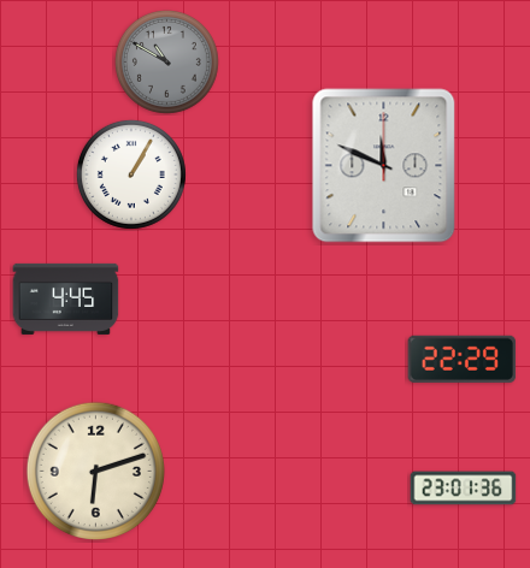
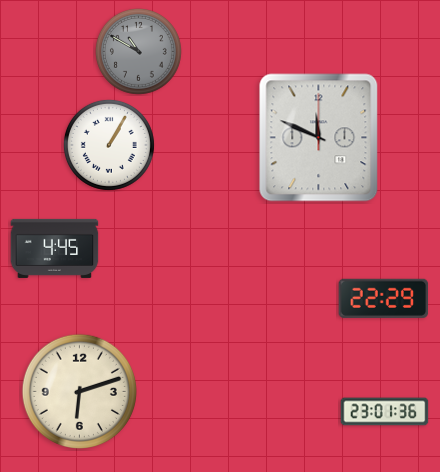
clock at (464, 489) position: (464, 489) -> (385, 412)
